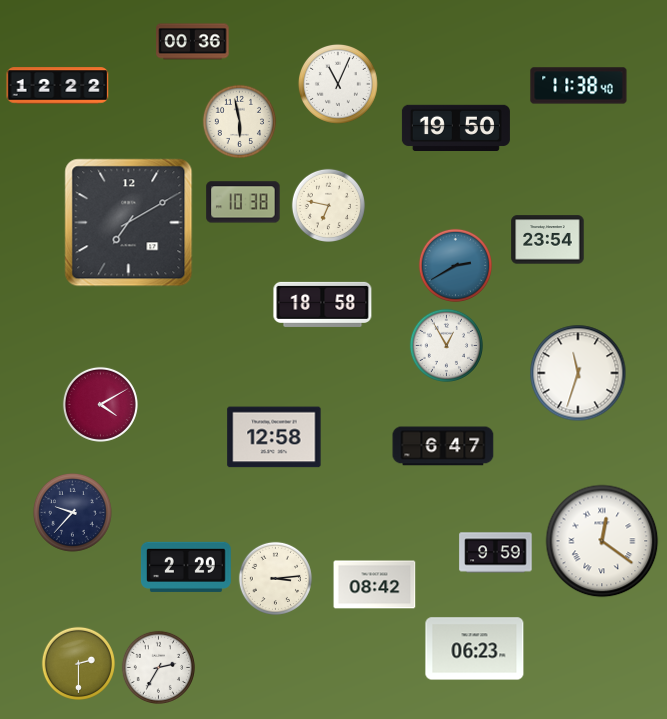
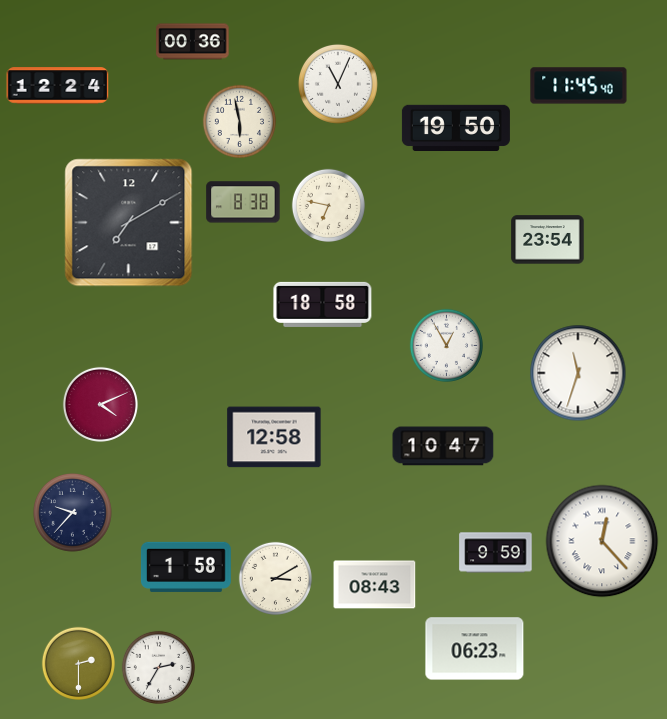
clock at (58, 86): 12:22 -> 12:24
clock at (579, 86): 11:38 -> 11:45
clock at (243, 202): 10:38 -> 8:38
clock at (455, 265): 2:40 -> none
clock at (100, 404): 4:10 -> 4:11
clock at (443, 446): 6:47 -> 10:47
clock at (602, 541): 12:21 -> 12:23
clock at (186, 567): 2:29 -> 1:58
clock at (275, 578): 3:14 -> 3:10
clock at (375, 585): 08:42 -> 08:43
